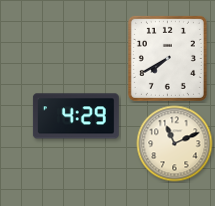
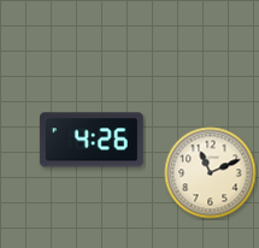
clock at (167, 58): 7:40 -> none
clock at (76, 116): 4:29 -> 4:26
